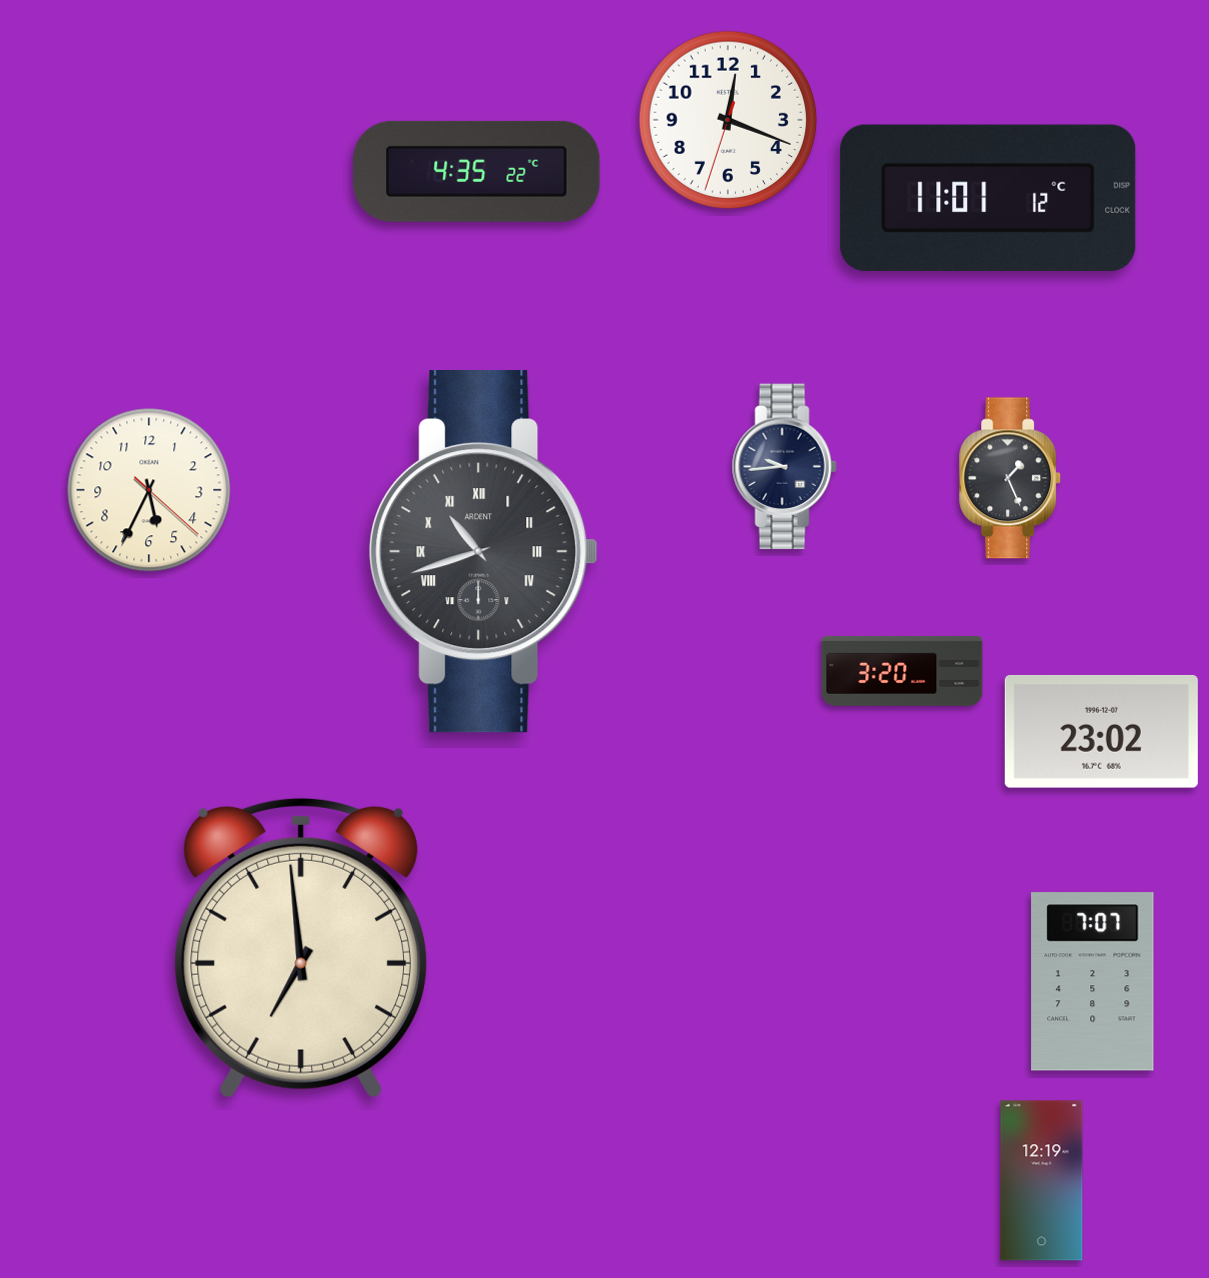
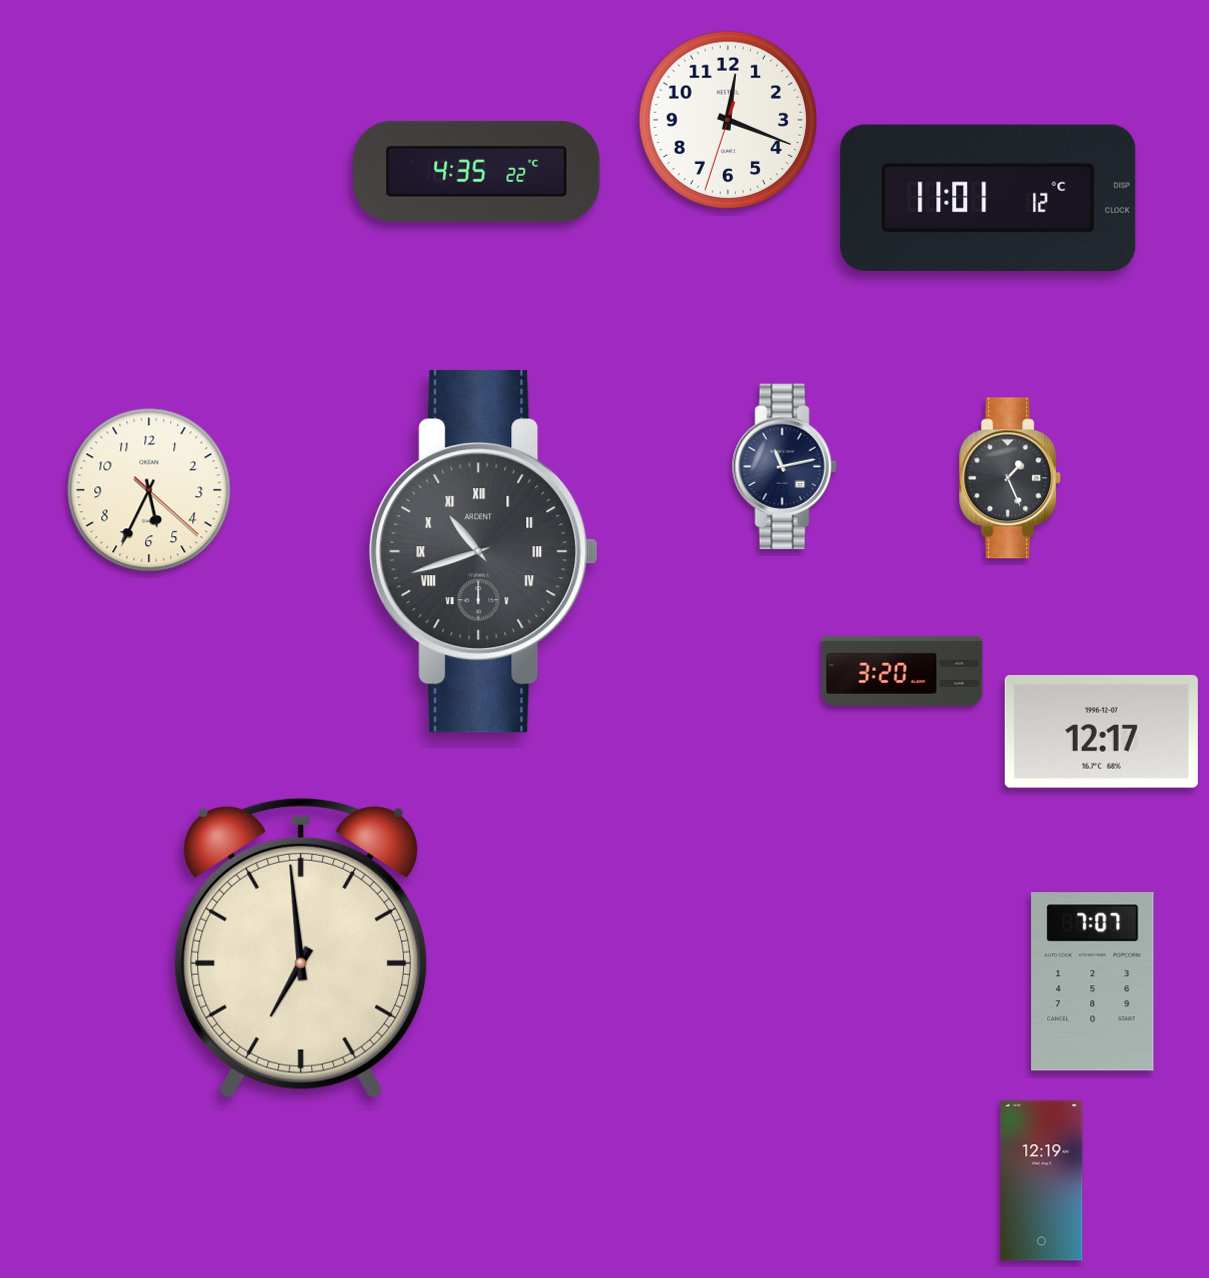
clock at (784, 467): 9:44 -> 11:13
clock at (1101, 731): 23:02 -> 12:17
